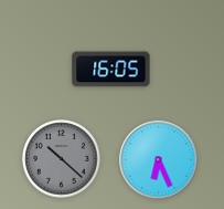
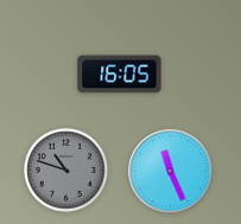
clock at (62, 159): 10:22 -> 10:48
clock at (159, 160): 6:26 -> 11:26
